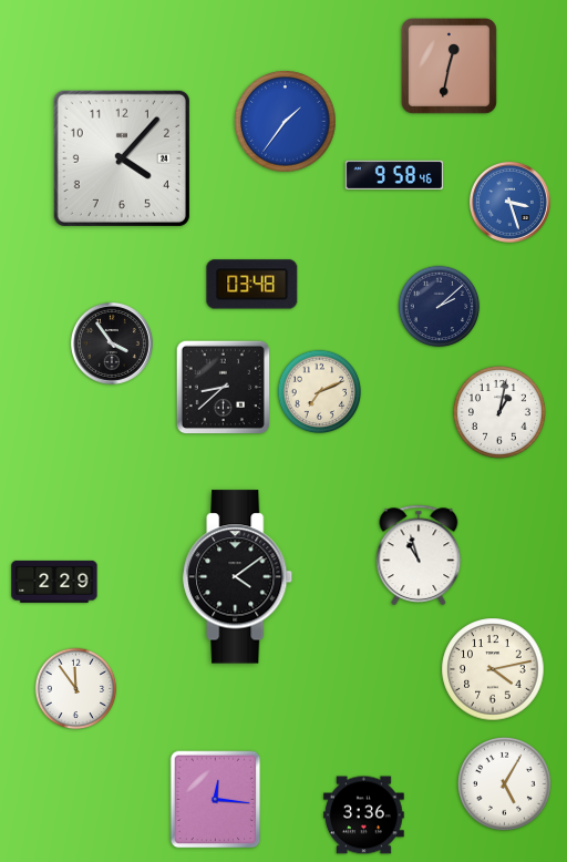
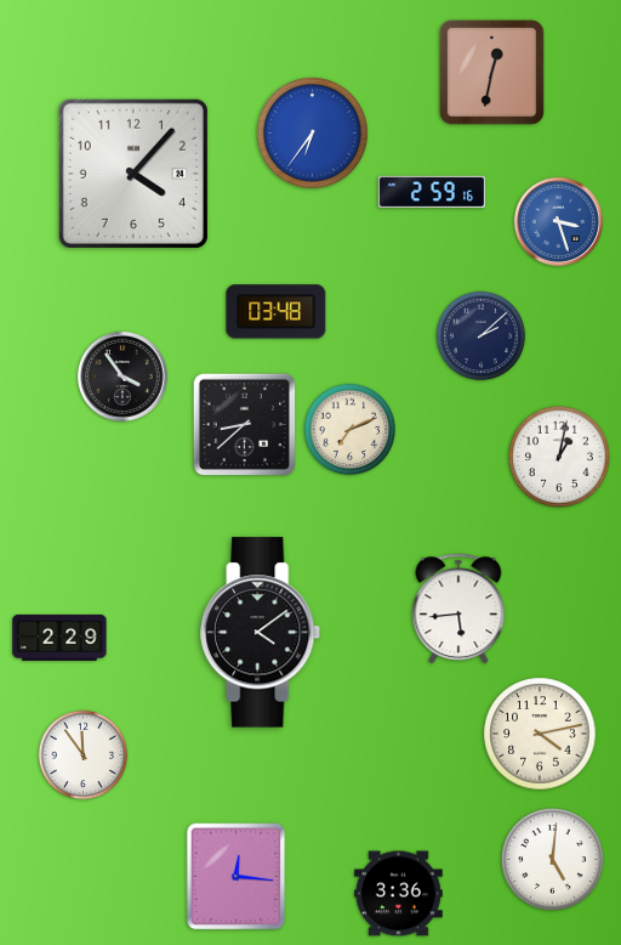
clock at (286, 122): 1:36 -> 6:36
clock at (394, 175): 9:58 -> 2:59
clock at (499, 412) position: (499, 412) -> (559, 457)
clock at (419, 555): 10:57 -> 5:44
clock at (504, 783): 5:05 -> 5:01
